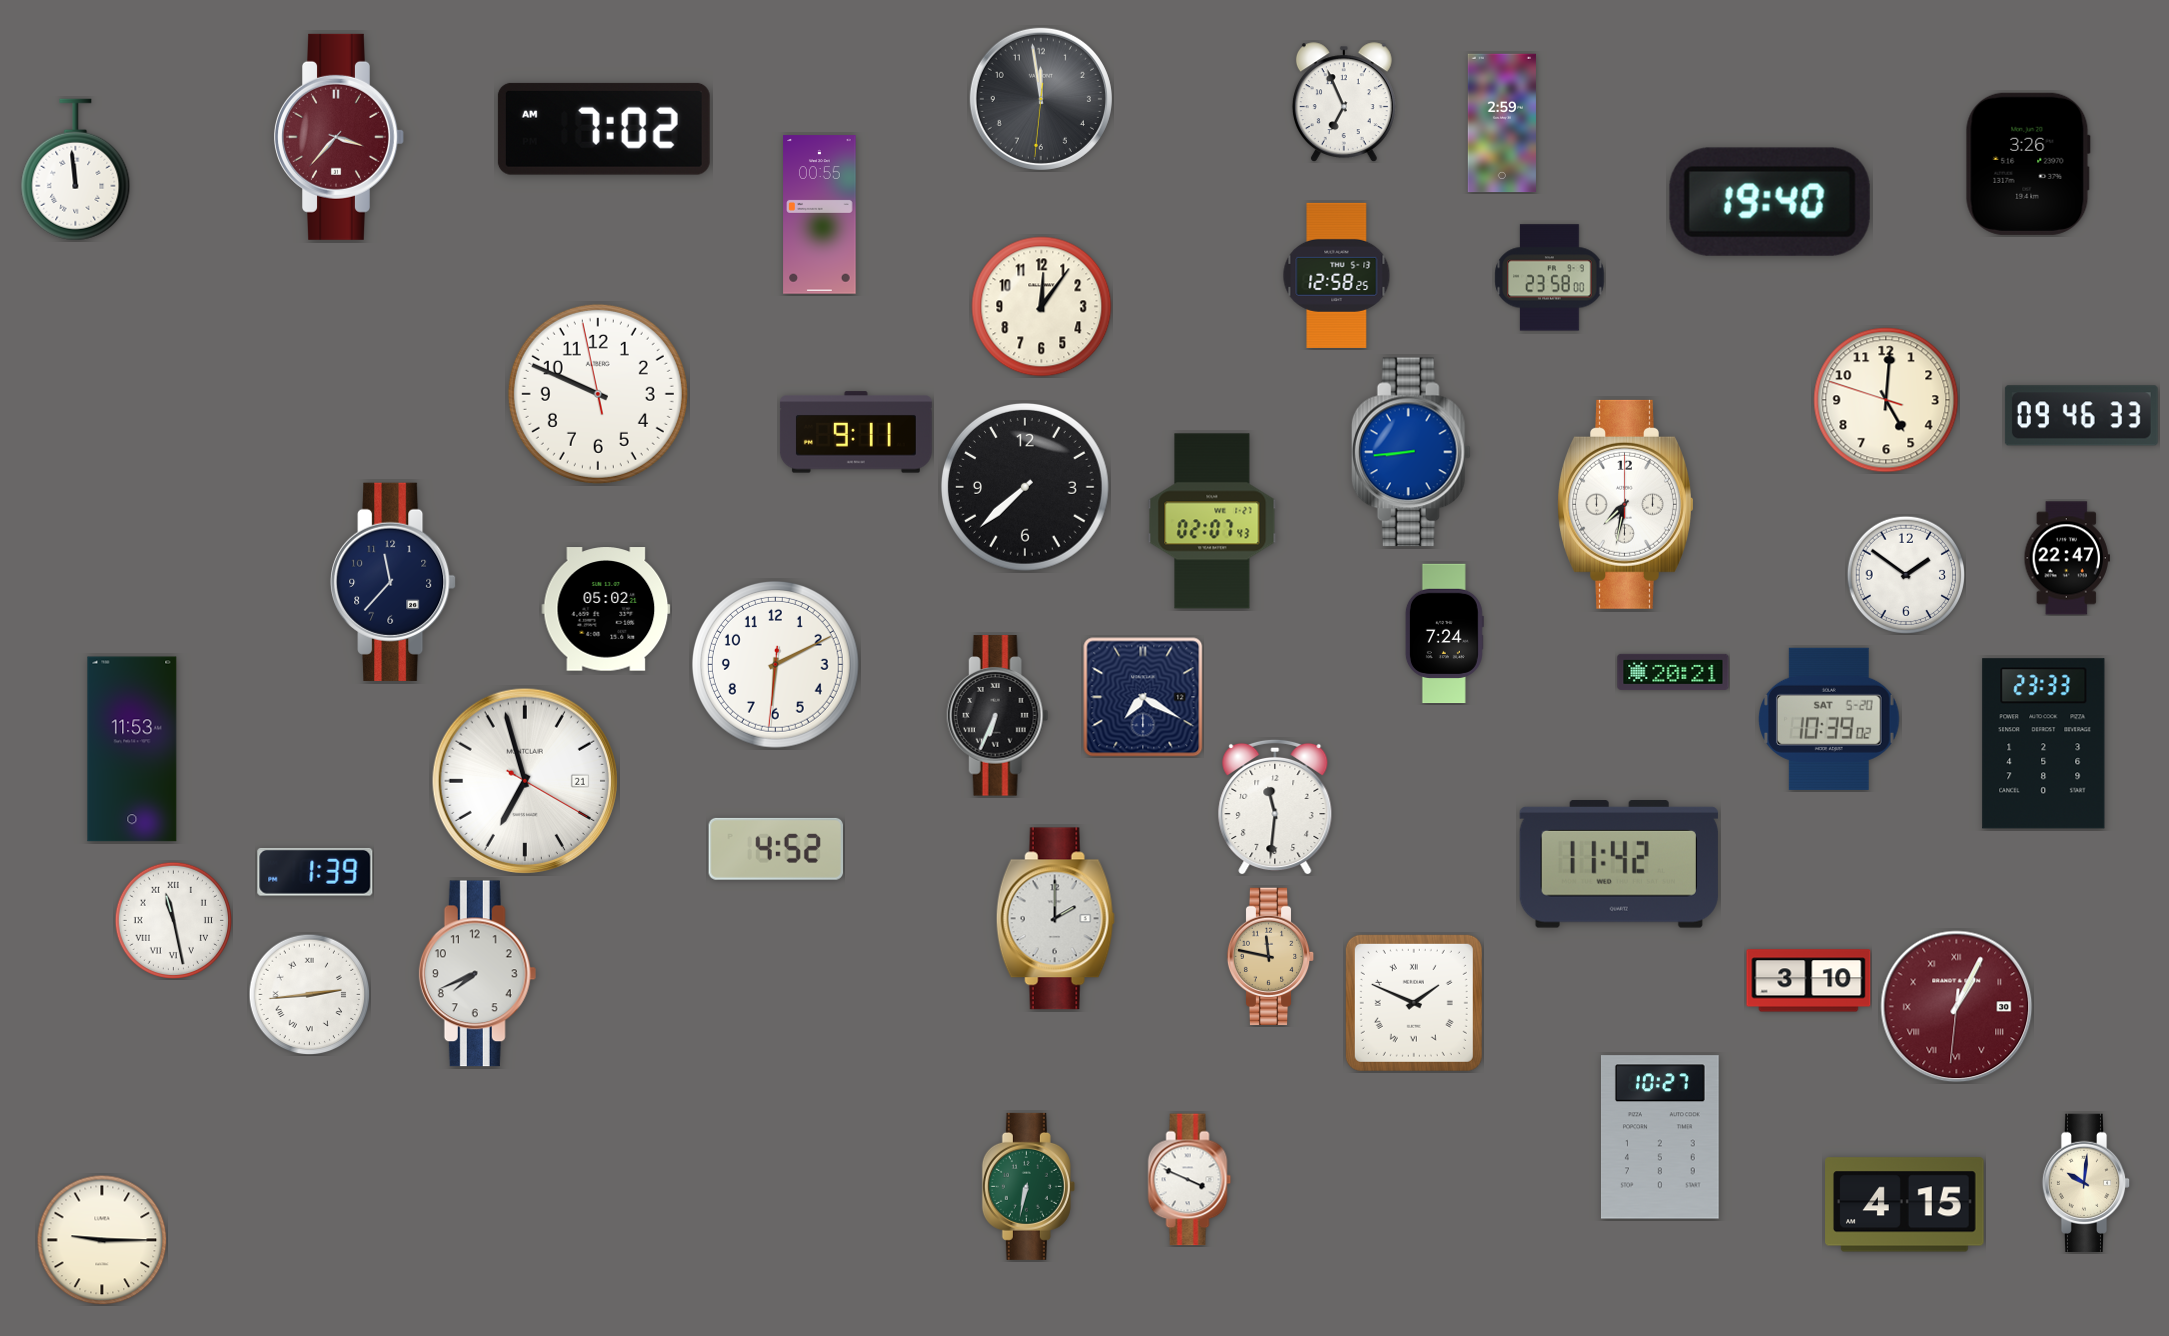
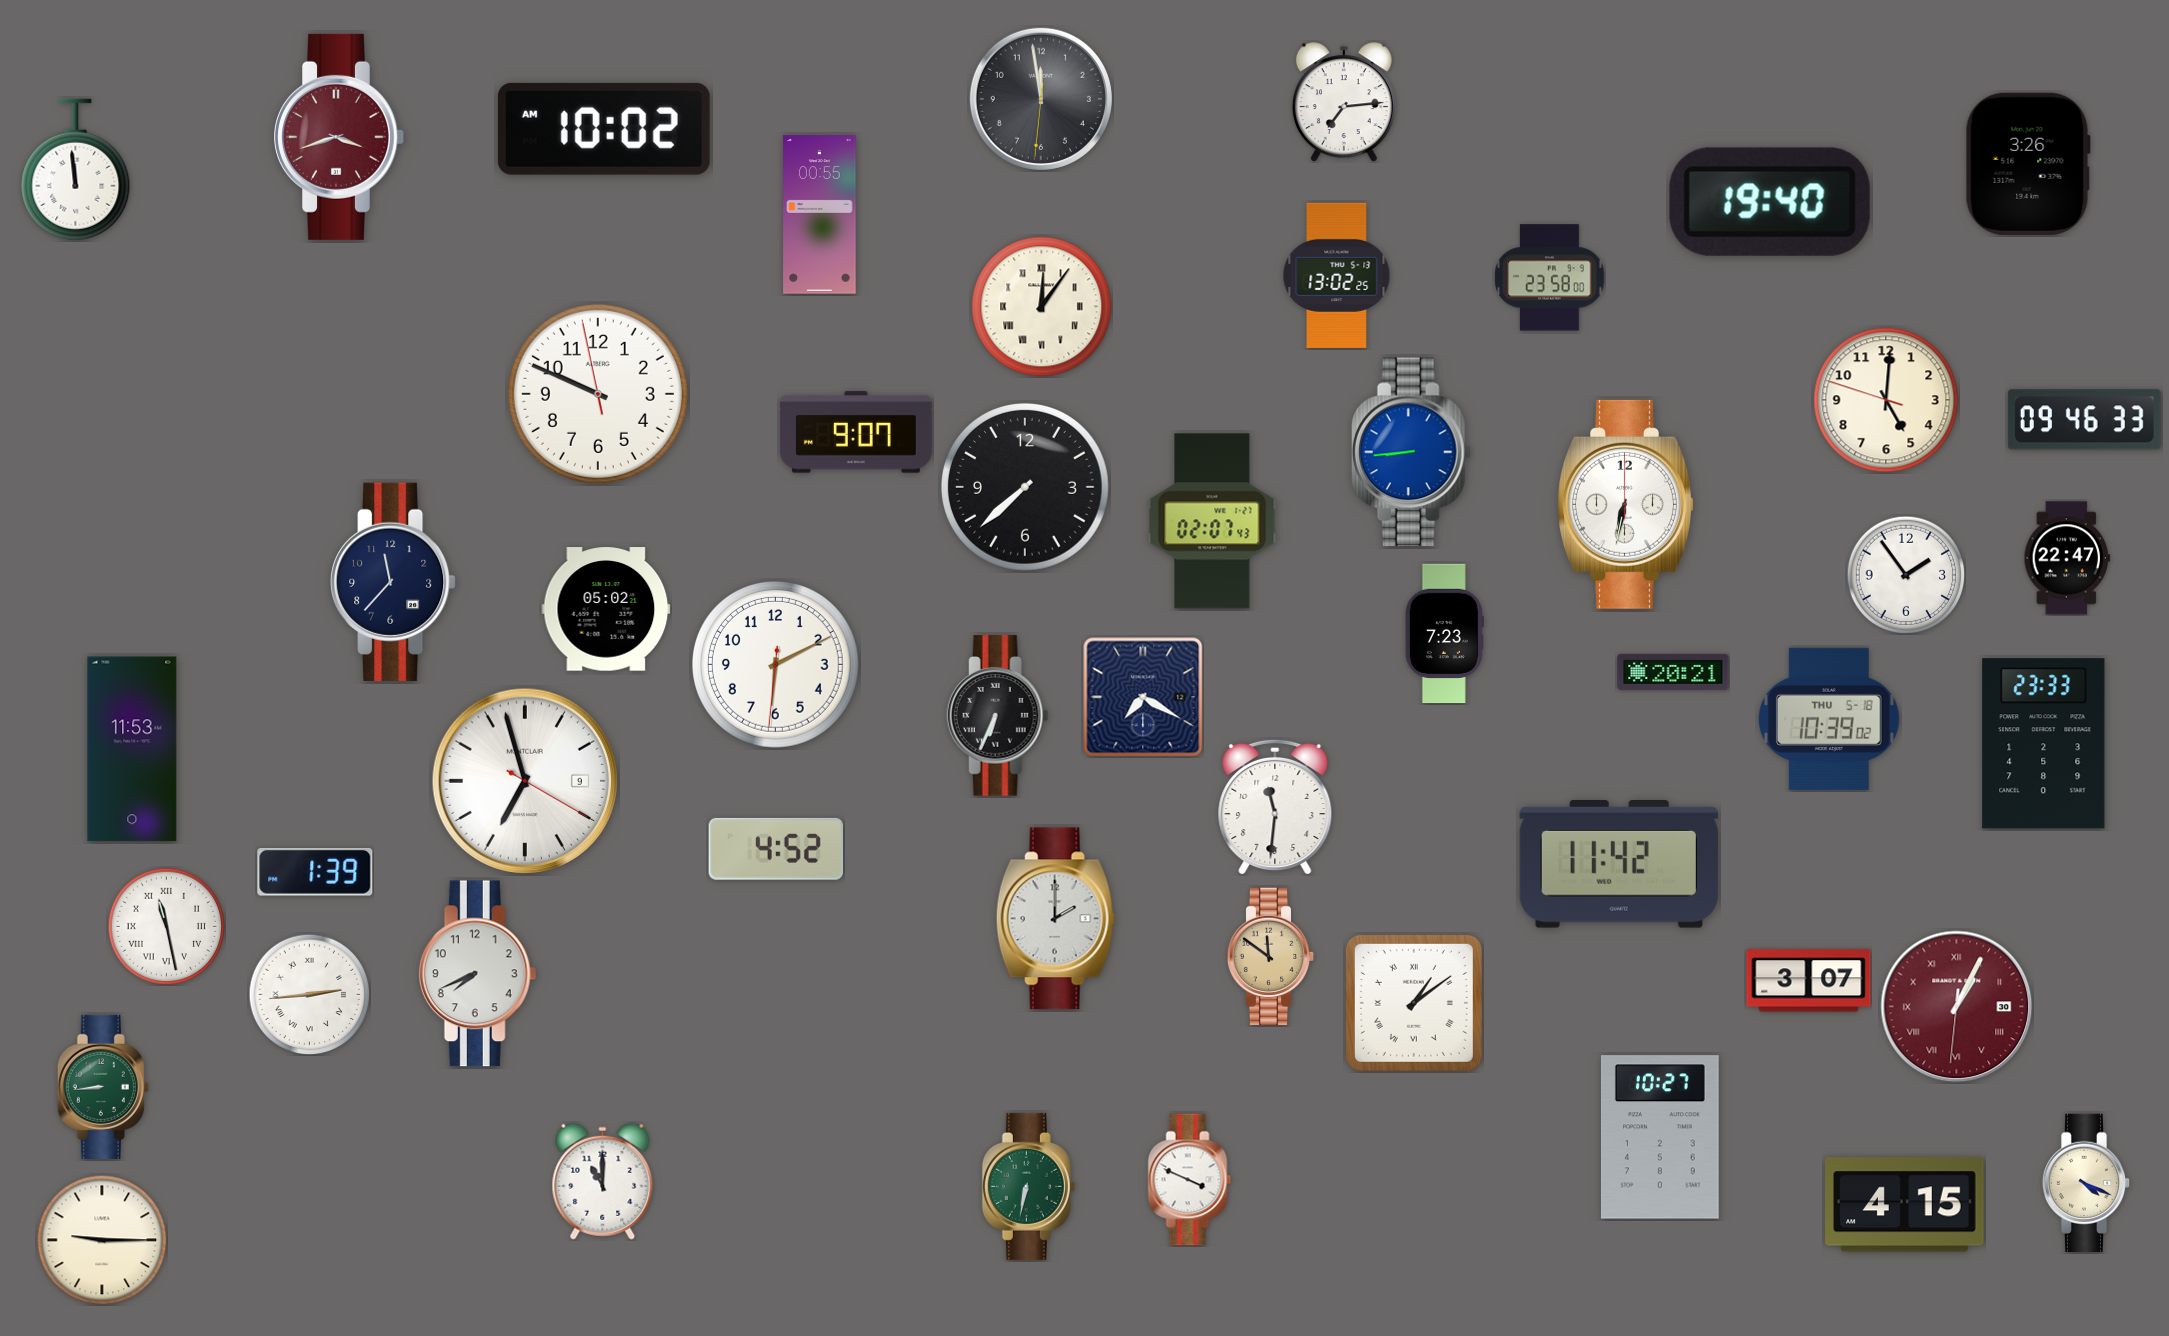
clock at (1344, 102): 6:56 -> 7:14
clock at (1502, 123): 2:59 -> none
clock at (604, 129): 7:02 -> 10:02
clock at (340, 137): 3:37 -> 3:42
clock at (1337, 275): 12:58 -> 13:02
clock at (1042, 307) numerals: Arabic -> Roman
clock at (2081, 416) position: (2081, 416) -> (2084, 420)
clock at (856, 432): 9:11 -> 9:07
clock at (1626, 504): 7:32 -> 6:32
clock at (1906, 575): 1:51 -> 1:54
clock at (1444, 634): 7:24 -> 7:23
clock at (1829, 719) date: SAT 5-20 -> THU 5-18
clock at (525, 781) date: 21 -> 9
clock at (173, 920) position: (173, 920) -> (166, 926)
clock at (1271, 957): 11:47 -> 11:51
clock at (1809, 981): 3:10 -> 3:07
clock at (1414, 1003): 1:49 -> 1:09
clock at (103, 1087): none -> 8:44
clock at (603, 1181): none -> 11:00
clock at (2086, 1182): 10:01 -> 4:19
